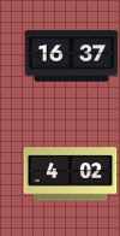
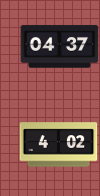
clock at (71, 57): 16:37 -> 04:37
